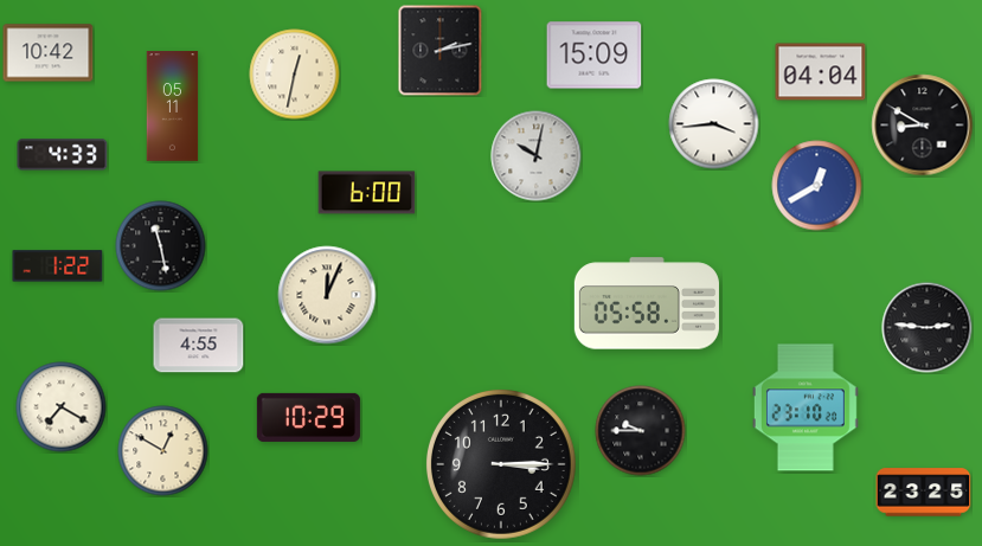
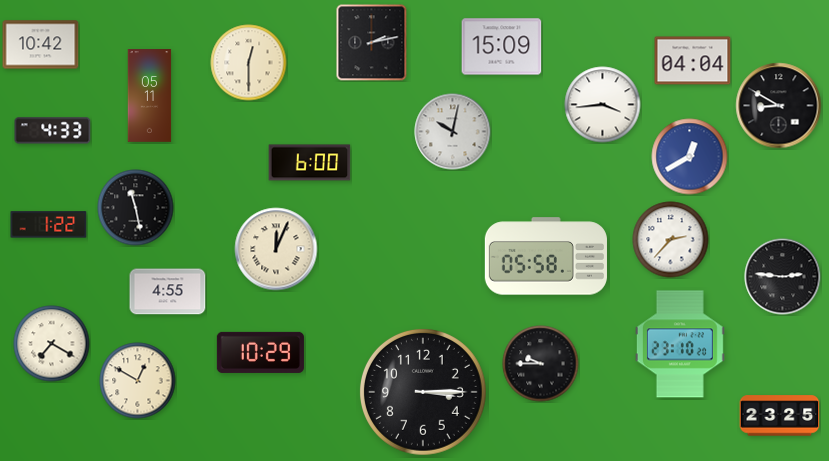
clock at (295, 75): 12:32 -> 12:30
clock at (173, 107) position: (173, 107) -> (150, 96)
clock at (671, 240): none -> 2:37
